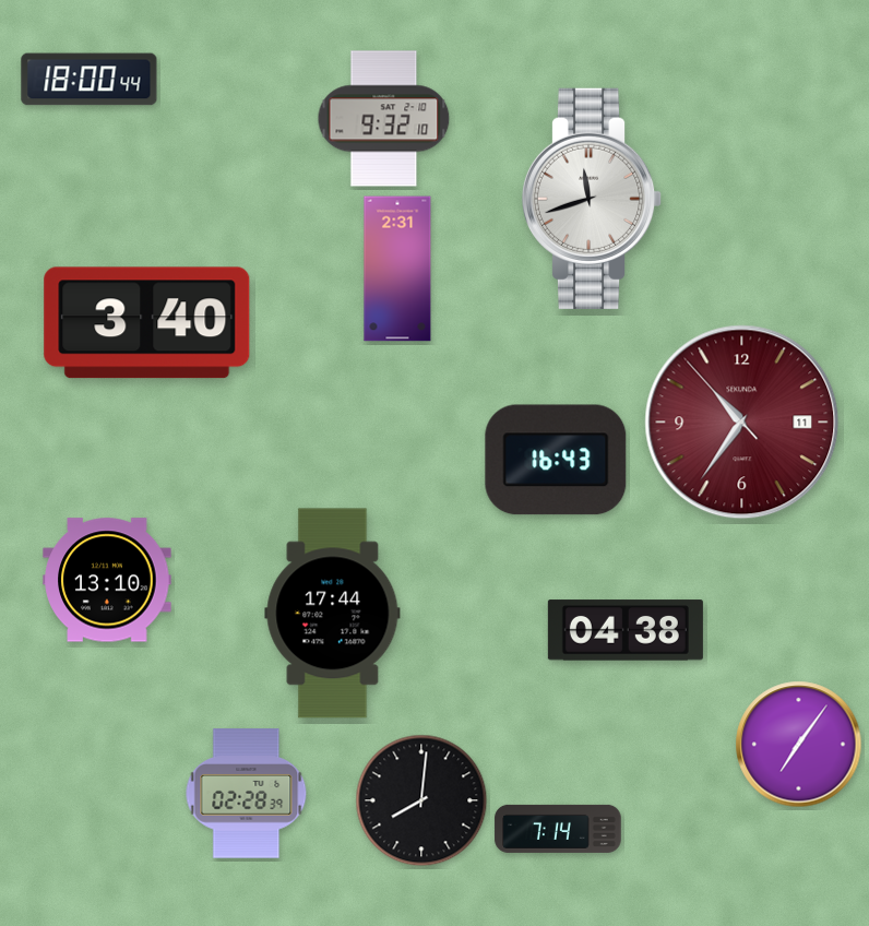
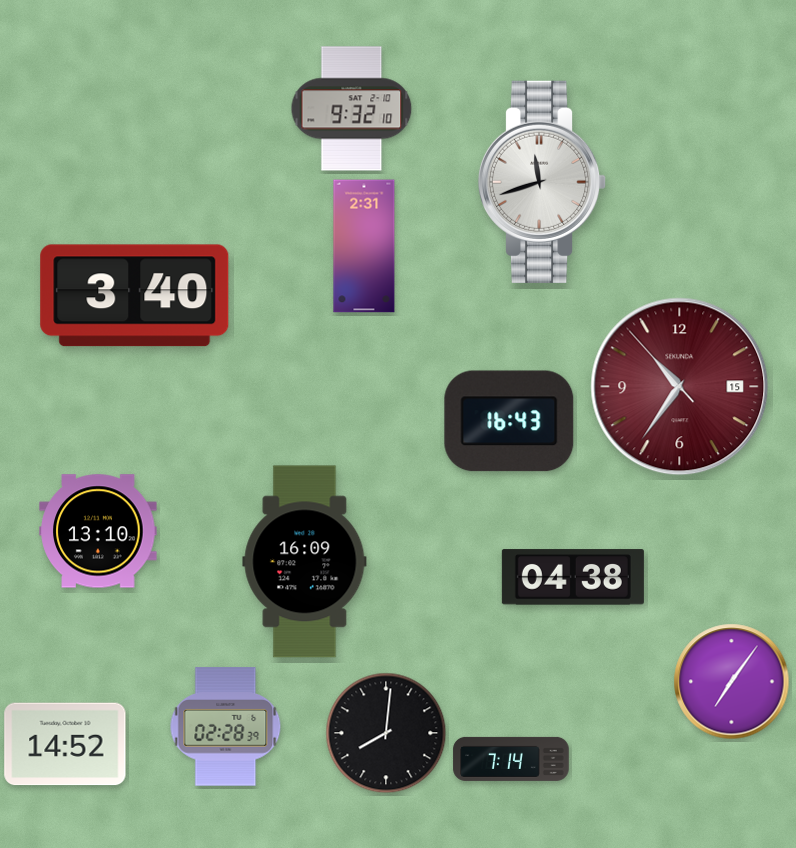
clock at (90, 80): 18:00 -> none
clock at (742, 423) date: 11 -> 15
clock at (333, 614): 17:44 -> 16:09
clock at (65, 744): none -> 14:52
